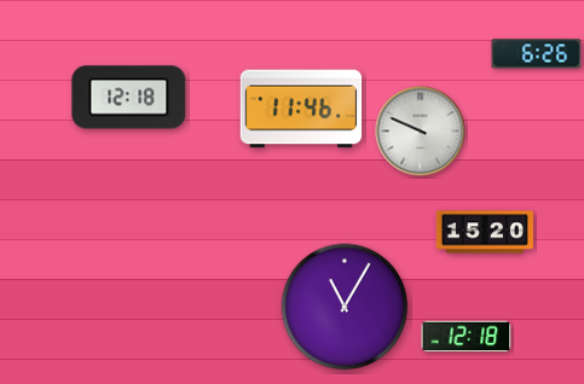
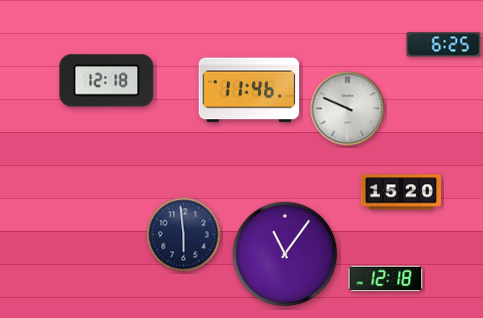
clock at (537, 54): 6:26 -> 6:25
clock at (184, 235): none -> 5:59
clock at (345, 307): 11:05 -> 11:06
